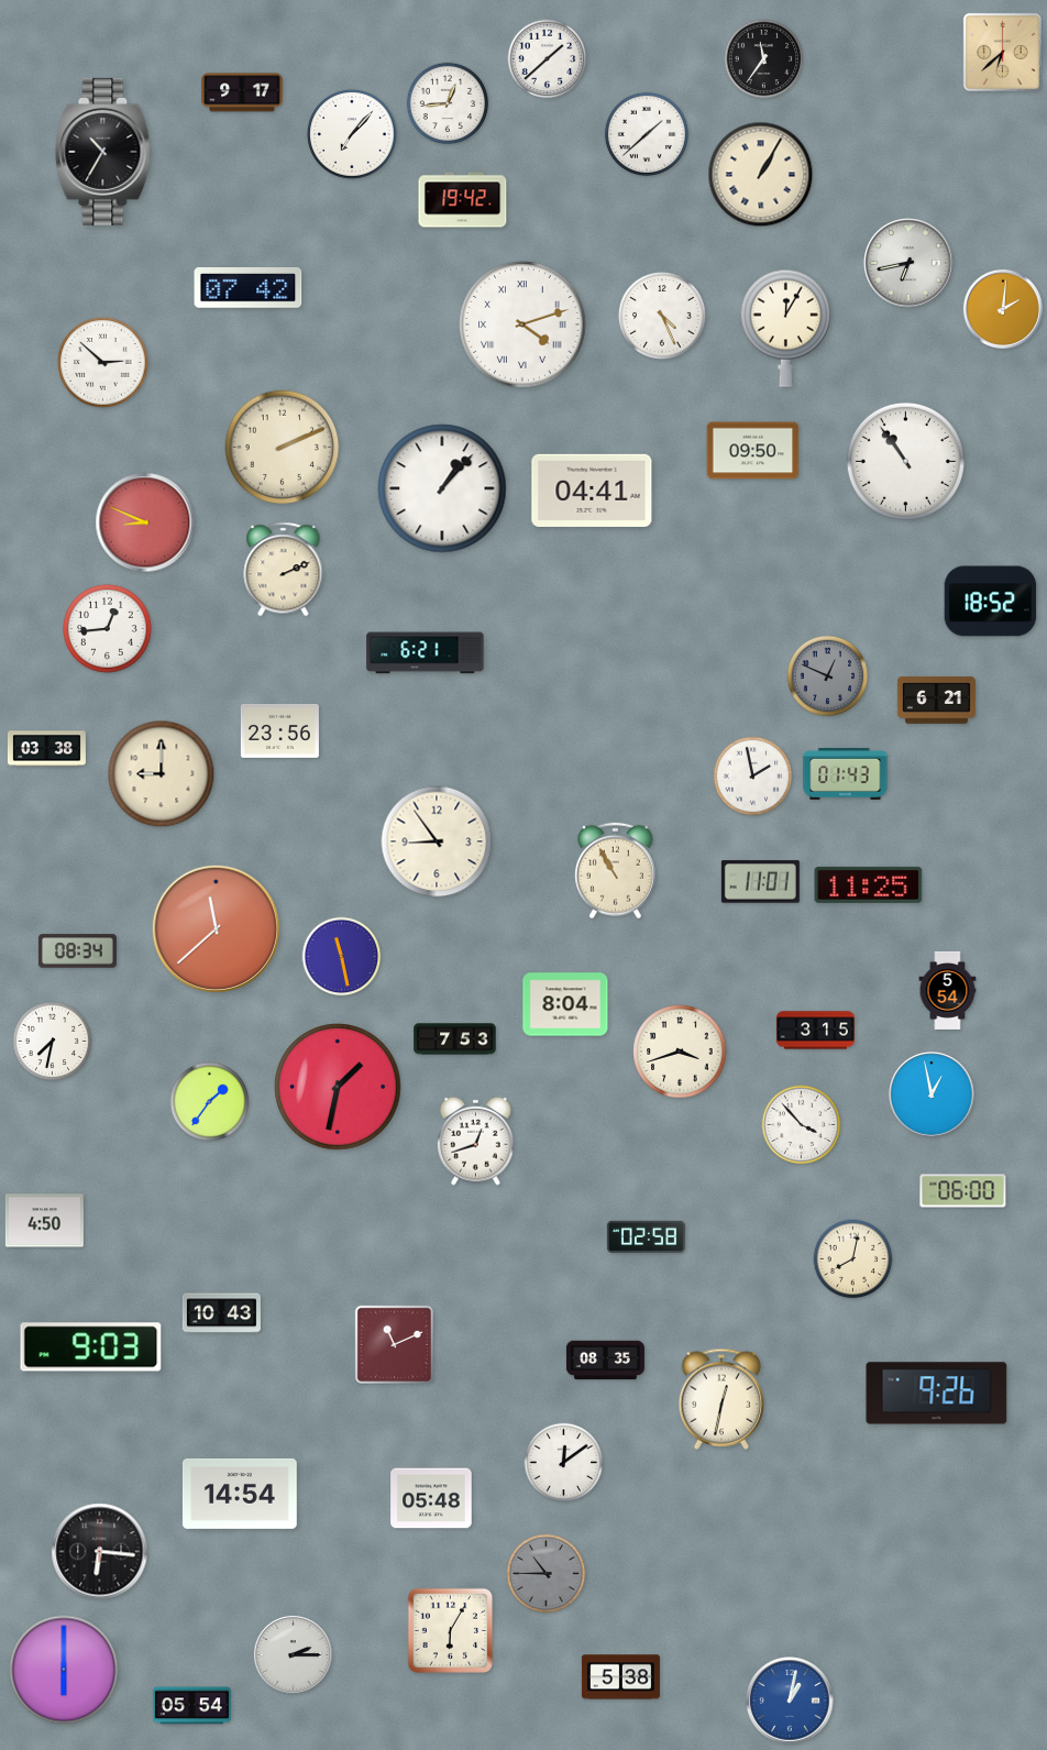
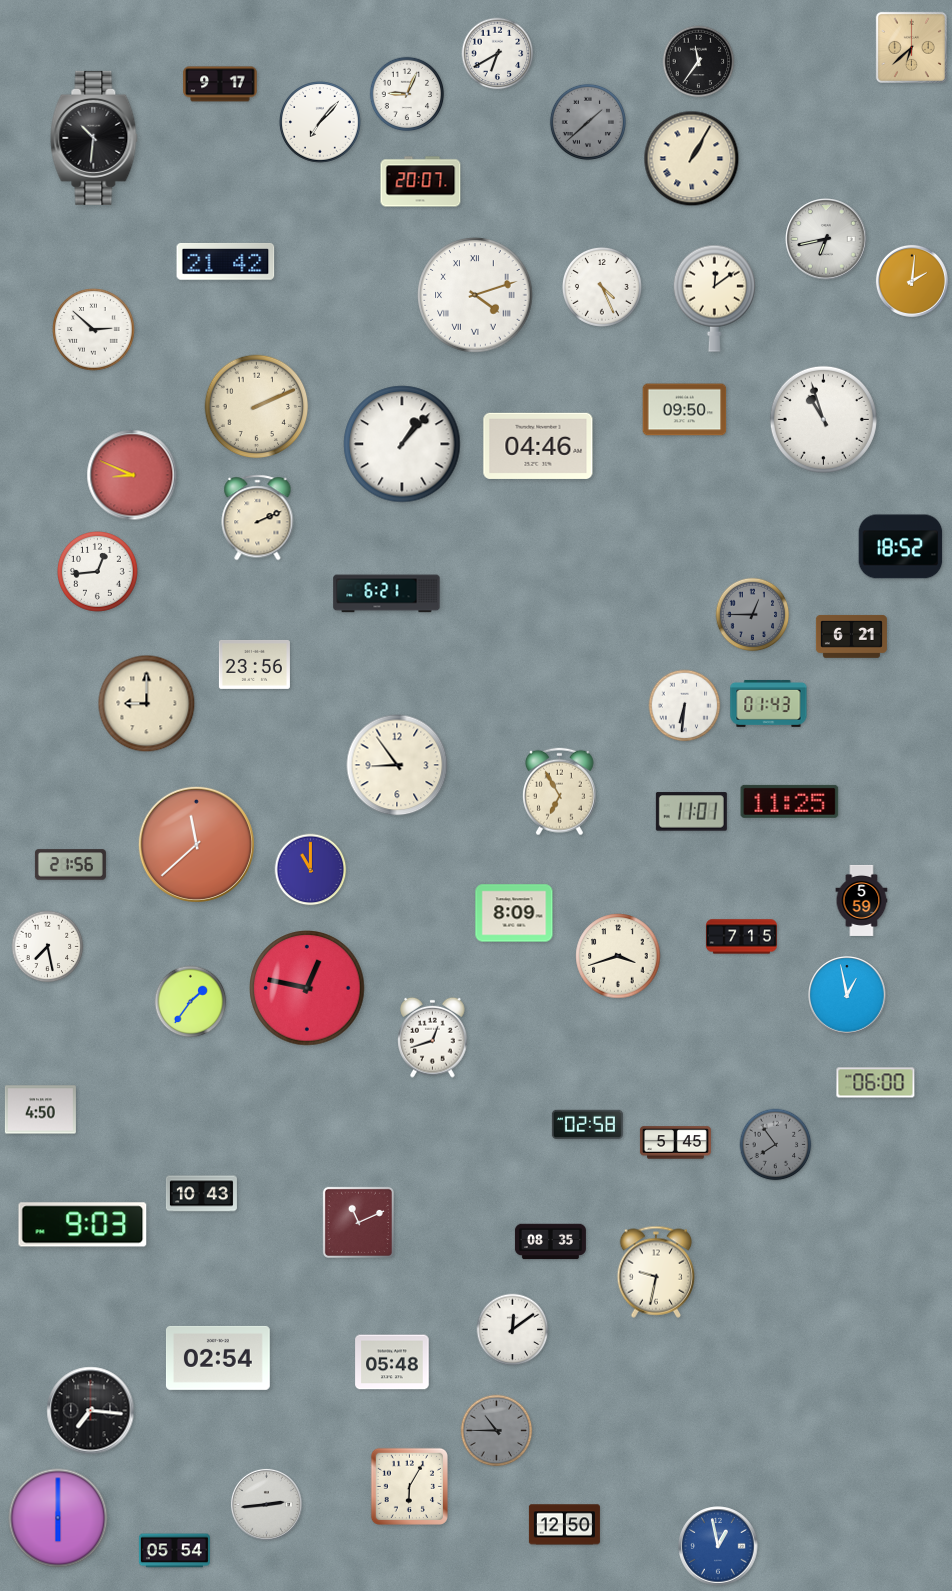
clock at (548, 59): 1:38 -> 6:40
clock at (764, 59) position: (764, 59) -> (699, 62)
clock at (448, 103): 12:44 -> 9:04
clock at (647, 134) dial: white -> grey
clock at (103, 152): 10:35 -> 10:31
clock at (463, 200): 19:42 -> 20:07
clock at (249, 287): 07:42 -> 21:42
clock at (785, 328): 12:05 -> 12:09
clock at (905, 461): 10:54 -> 10:57
clock at (592, 491): 04:41 -> 04:46
clock at (828, 676): 12:49 -> 12:45
clock at (46, 749): 03:38 -> none
clock at (753, 777): 1:58 -> 6:31
clock at (615, 871): 10:55 -> 6:55
clock at (760, 882) position: (760, 882) -> (691, 812)
clock at (869, 884) position: (869, 884) -> (790, 801)
clock at (77, 951): 08:34 -> 21:56
clock at (342, 957): 11:28 -> 11:00
clock at (948, 990): 5:54 -> 5:59
clock at (565, 1004): 8:04 -> 8:09
clock at (815, 1031): 3:15 -> 7:15
clock at (455, 1039): 7:53 -> none
clock at (53, 1042): 7:32 -> 7:28
clock at (338, 1087): 1:32 -> 12:47
clock at (802, 1125): 3:53 -> none
clock at (675, 1143): none -> 5:45
clock at (853, 1259): 8:02 -> 7:54
clock at (853, 1259) dial: cream -> grey
clock at (605, 1361) position: (605, 1361) -> (550, 1242)
clock at (937, 1394): 9:26 -> none
clock at (721, 1399): 12:32 -> 9:32
clock at (240, 1494): 14:54 -> 02:54
clock at (100, 1552): 6:16 -> 7:16
clock at (450, 1630) position: (450, 1630) -> (409, 1486)
clock at (293, 1654): 2:15 -> 2:44
clock at (620, 1677): 5:38 -> 12:50
clock at (790, 1701): 1:02 -> 12:58
